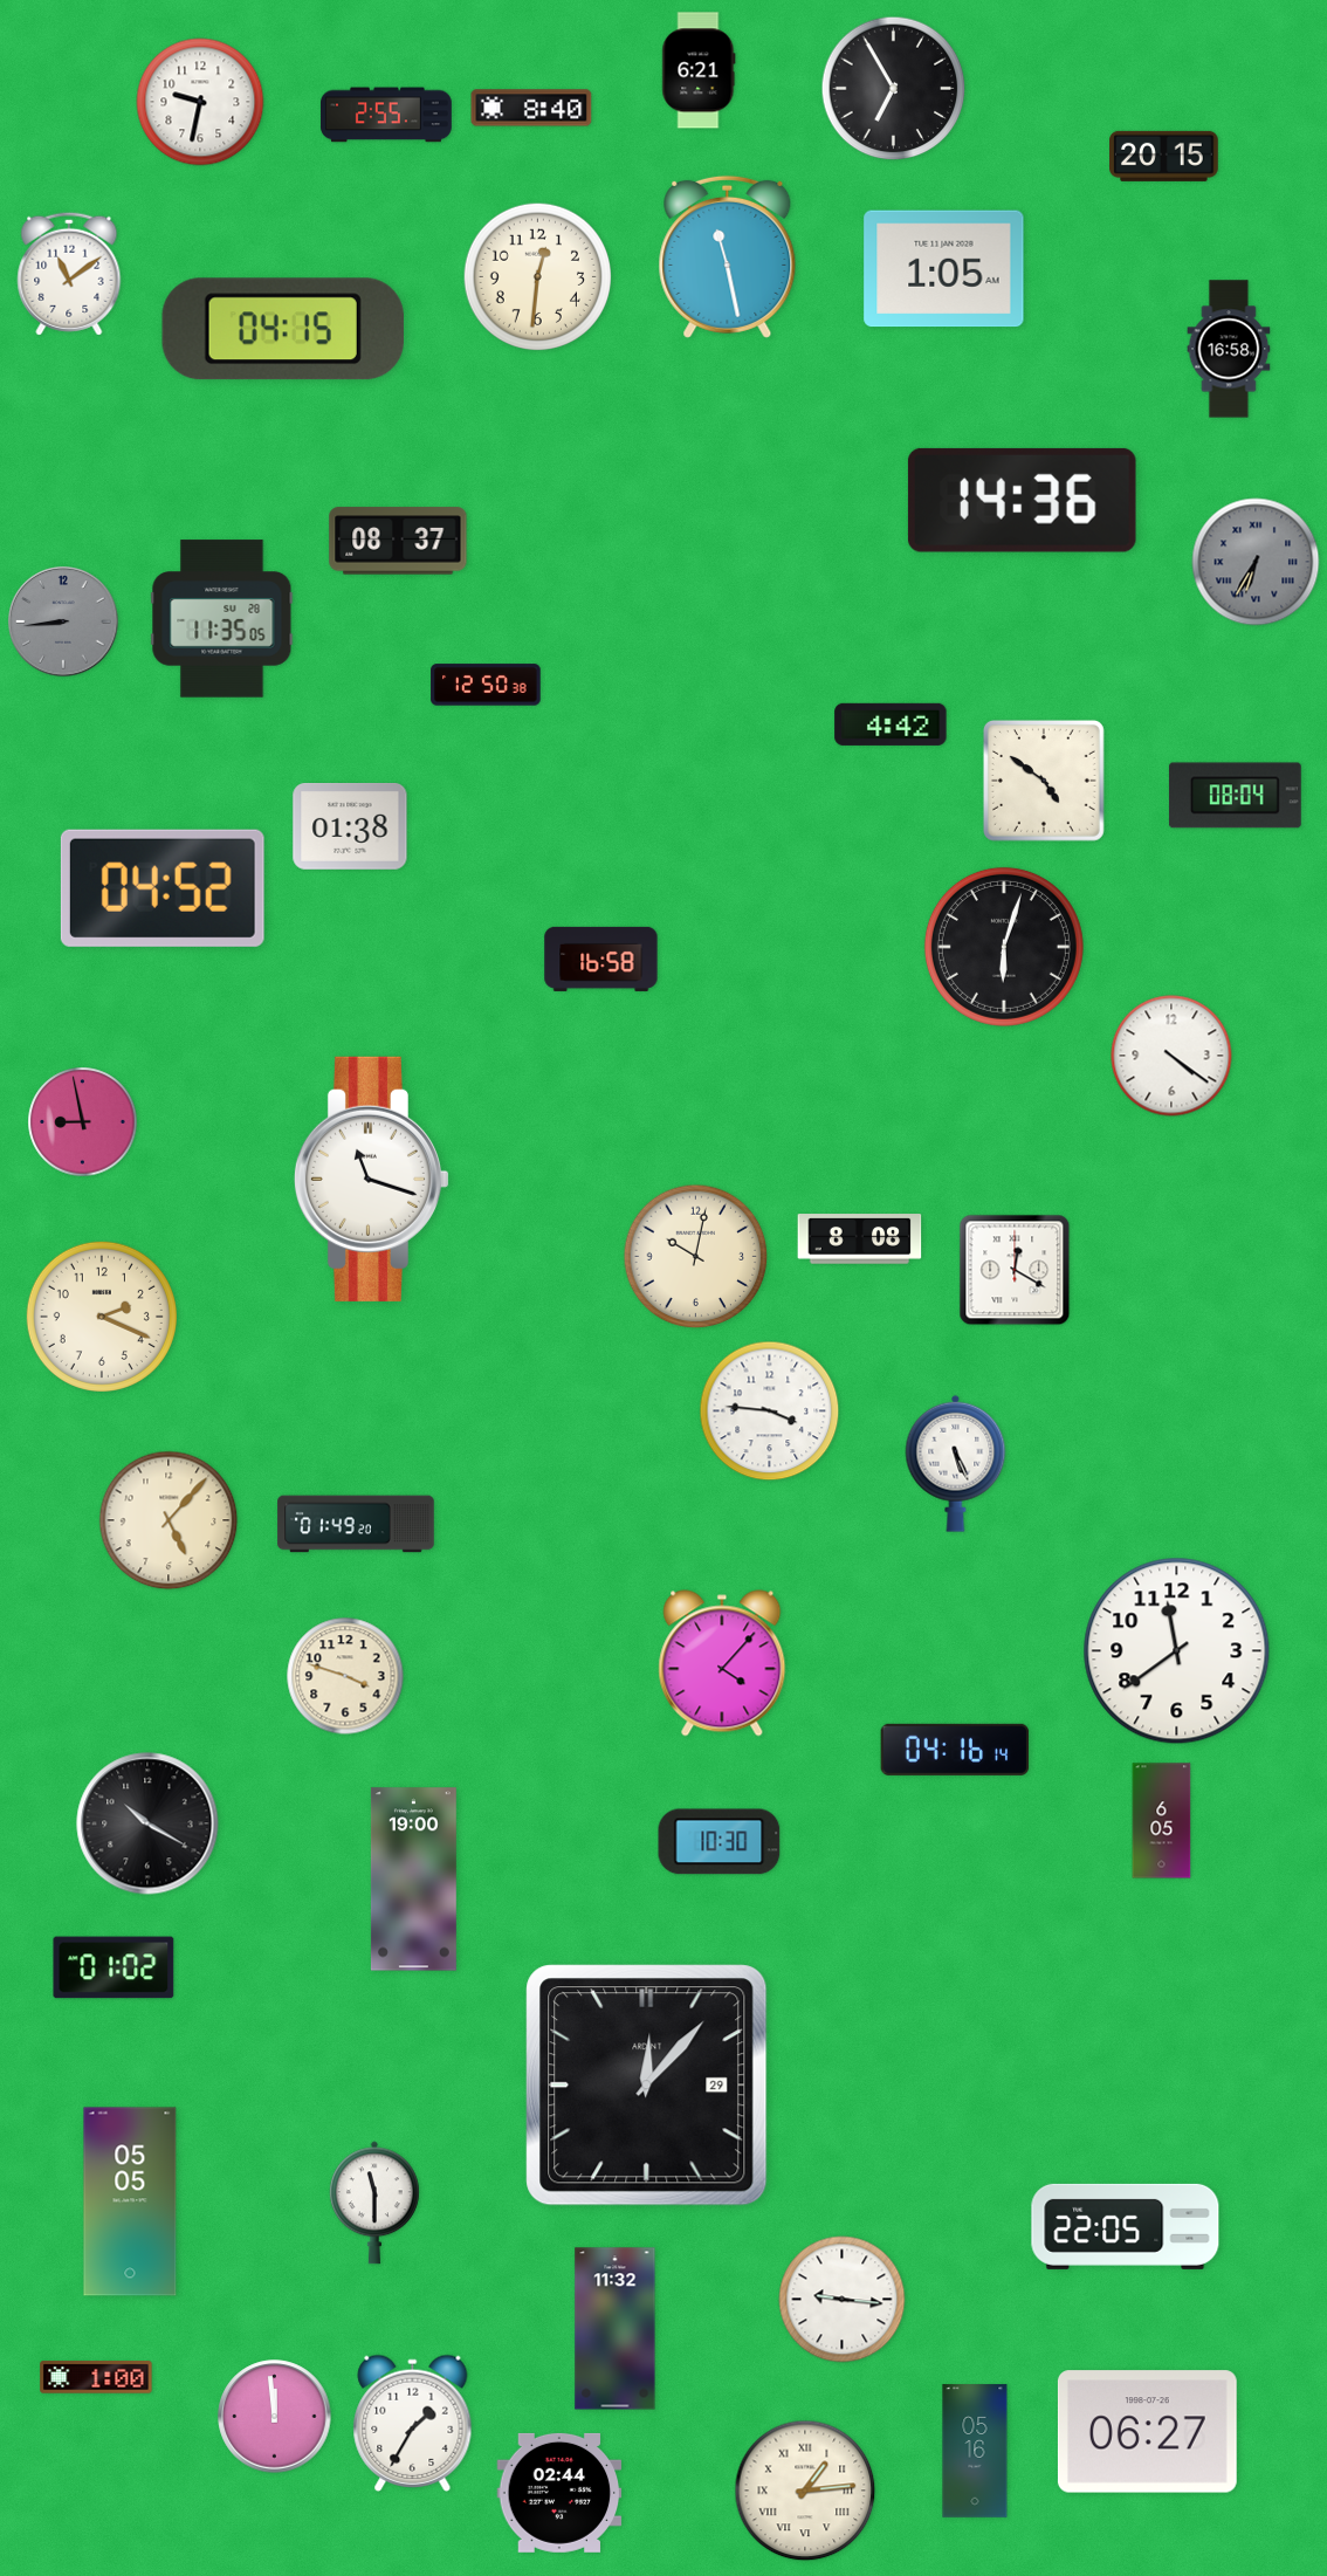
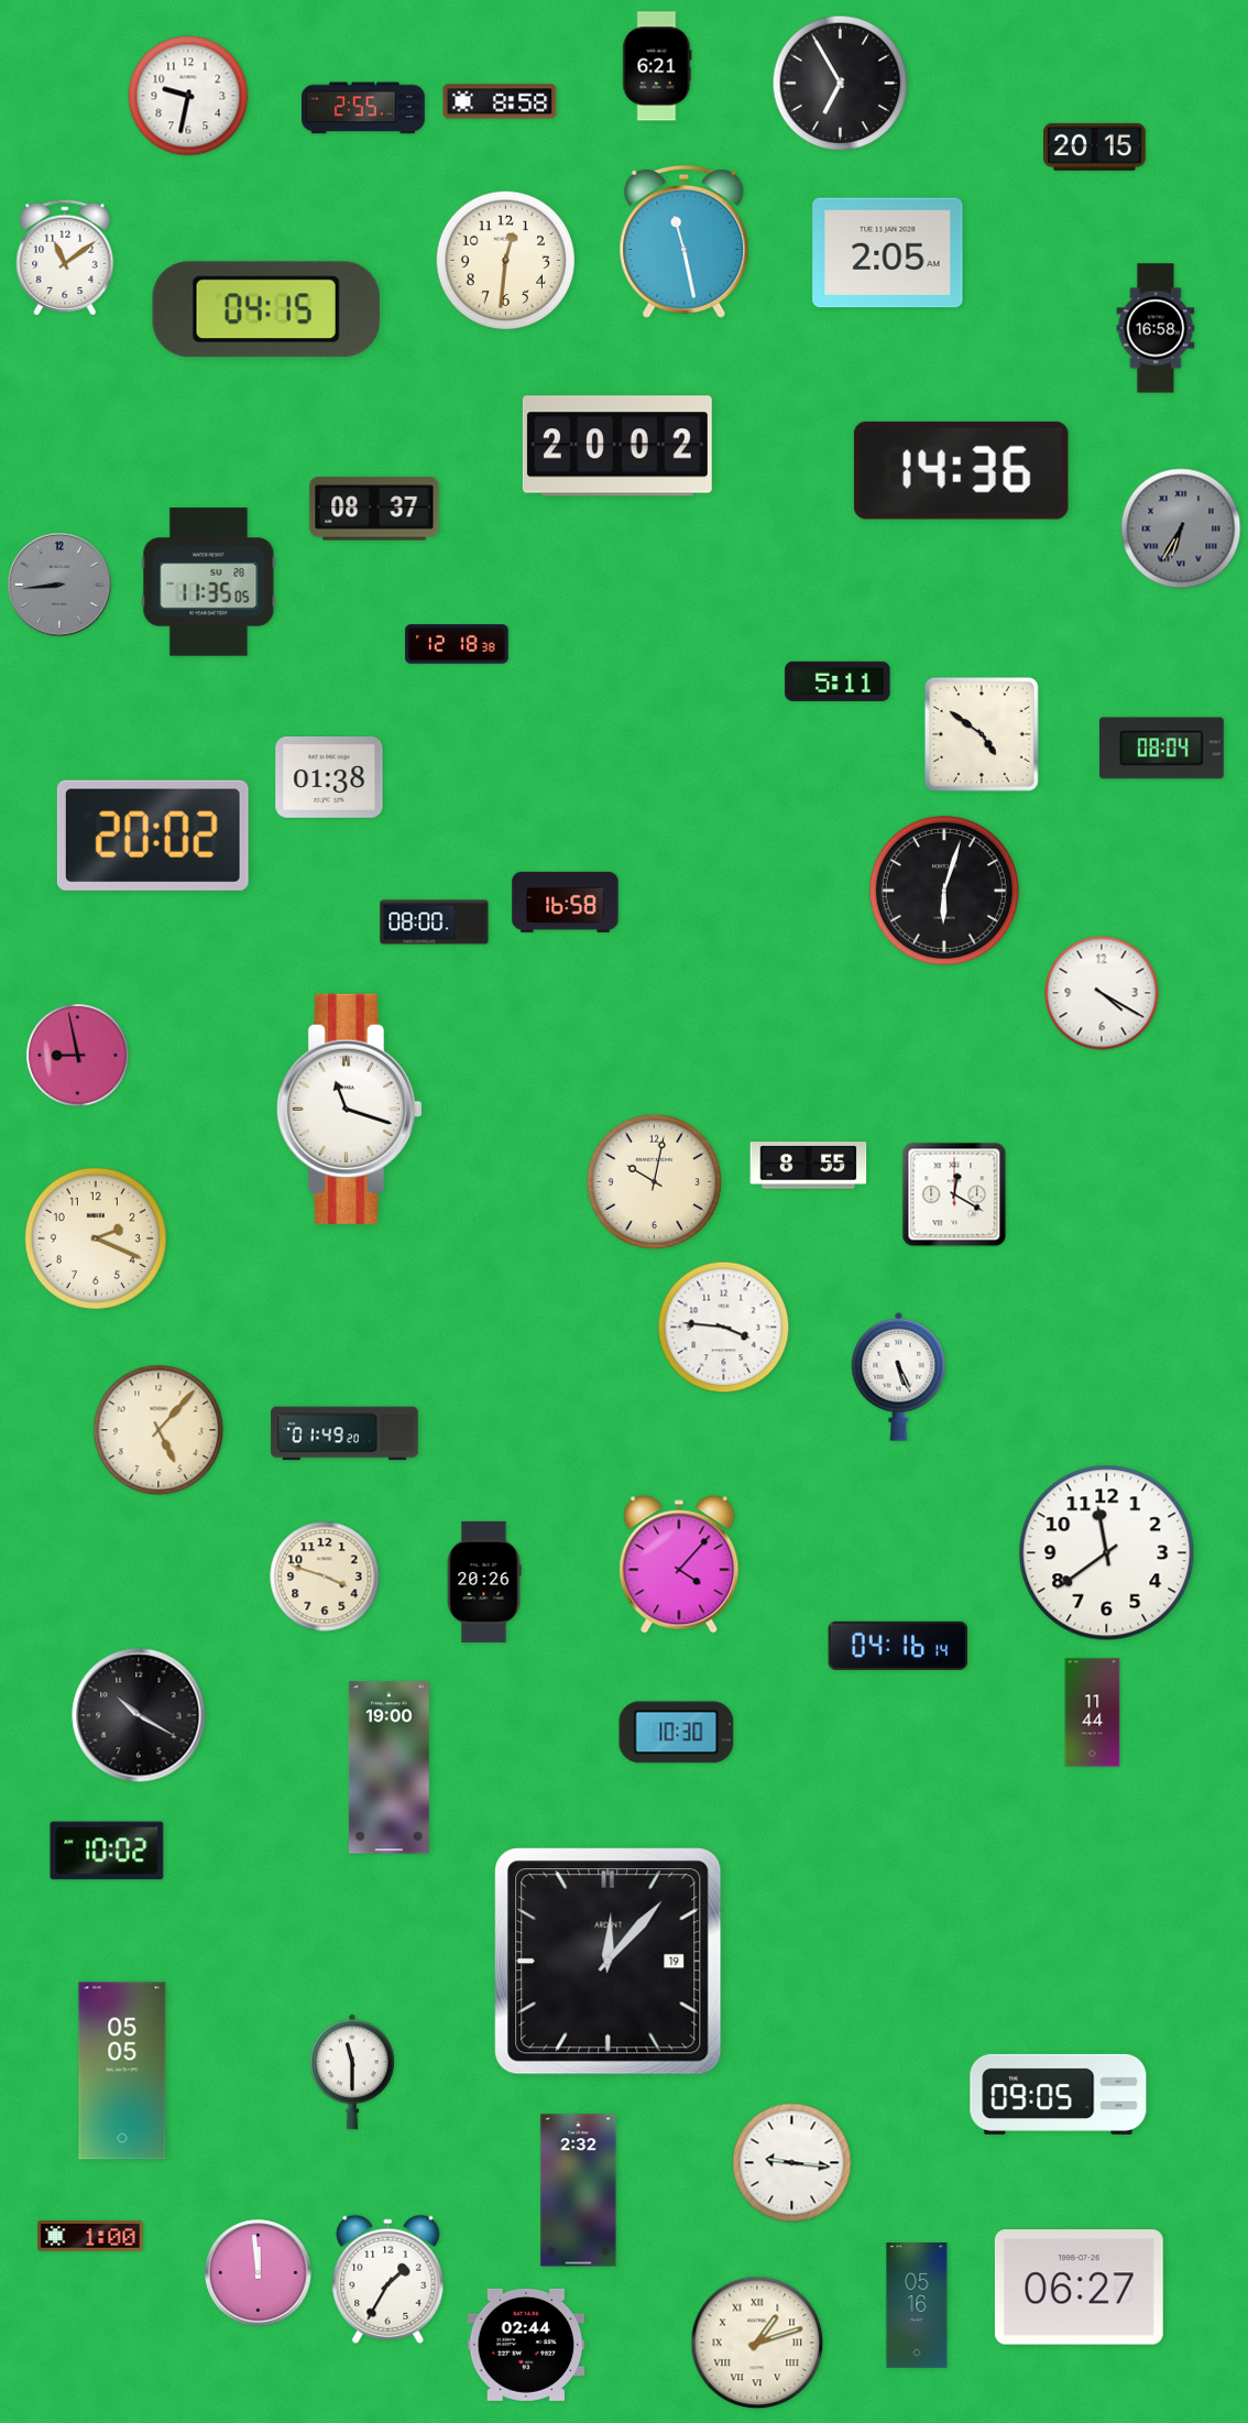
clock at (531, 108): 8:40 -> 8:58
clock at (944, 269): 1:05 -> 2:05
clock at (617, 446): none -> 20:02
clock at (486, 685): 12:50 -> 12:18
clock at (891, 724): 4:42 -> 5:11
clock at (163, 888): 04:52 -> 20:02
clock at (435, 923): none -> 08:00
clock at (1171, 1056): 4:21 -> 4:20
clock at (860, 1239): 8:08 -> 8:55
clock at (356, 1524) position: (356, 1524) -> (344, 1433)
clock at (484, 1582): none -> 20:26
clock at (1162, 1821): 6:05 -> 11:44
clock at (114, 1967): 01:02 -> 10:02
clock at (647, 2086) date: 29 -> 19
clock at (1126, 2226): 22:05 -> 09:05
clock at (616, 2329): 11:32 -> 2:32
clock at (805, 2491): 1:14 -> 1:12
